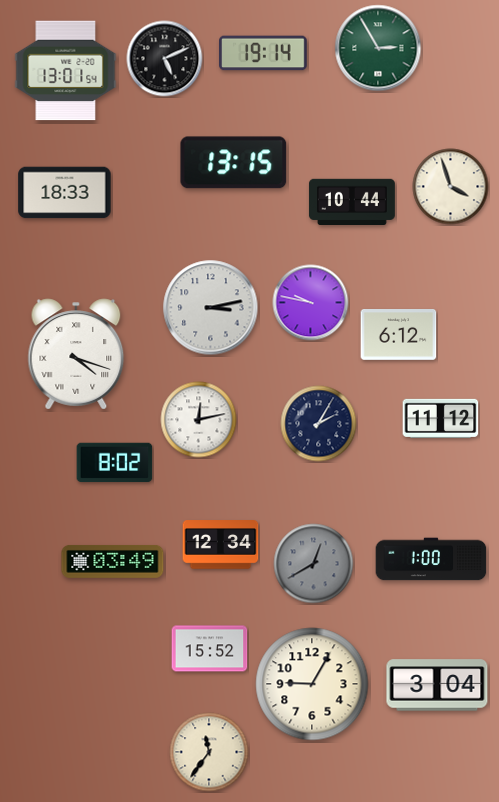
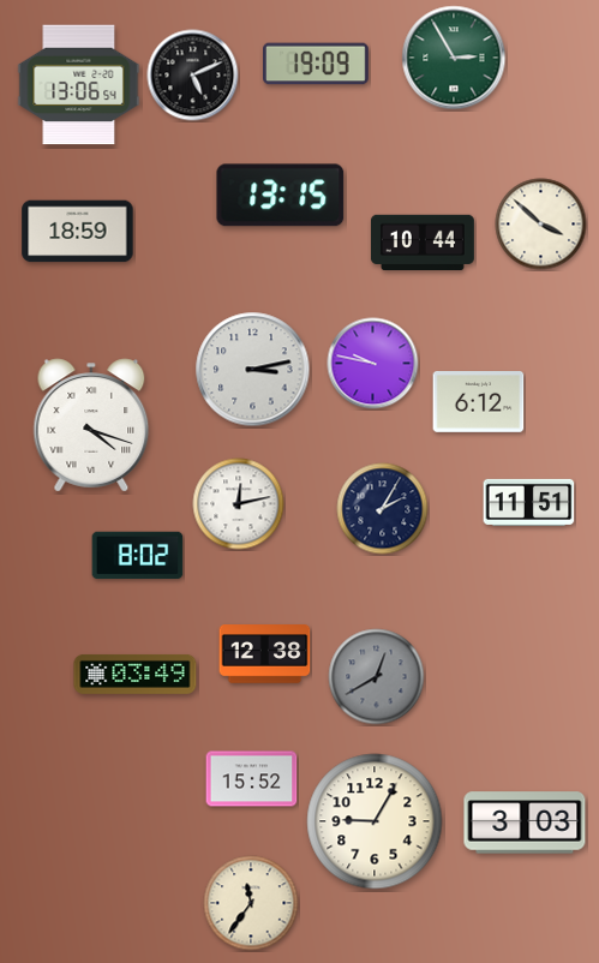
clock at (263, 53): 19:14 -> 19:09
clock at (165, 59) position: (165, 59) -> (193, 76)
clock at (66, 71): 13:01 -> 13:06
clock at (451, 187): 3:57 -> 3:52
clock at (65, 193): 18:33 -> 18:59
clock at (441, 418): 11:12 -> 11:51
clock at (221, 545): 12:34 -> 12:38
clock at (431, 559): 1:00 -> none
clock at (437, 685): 3:04 -> 3:03
